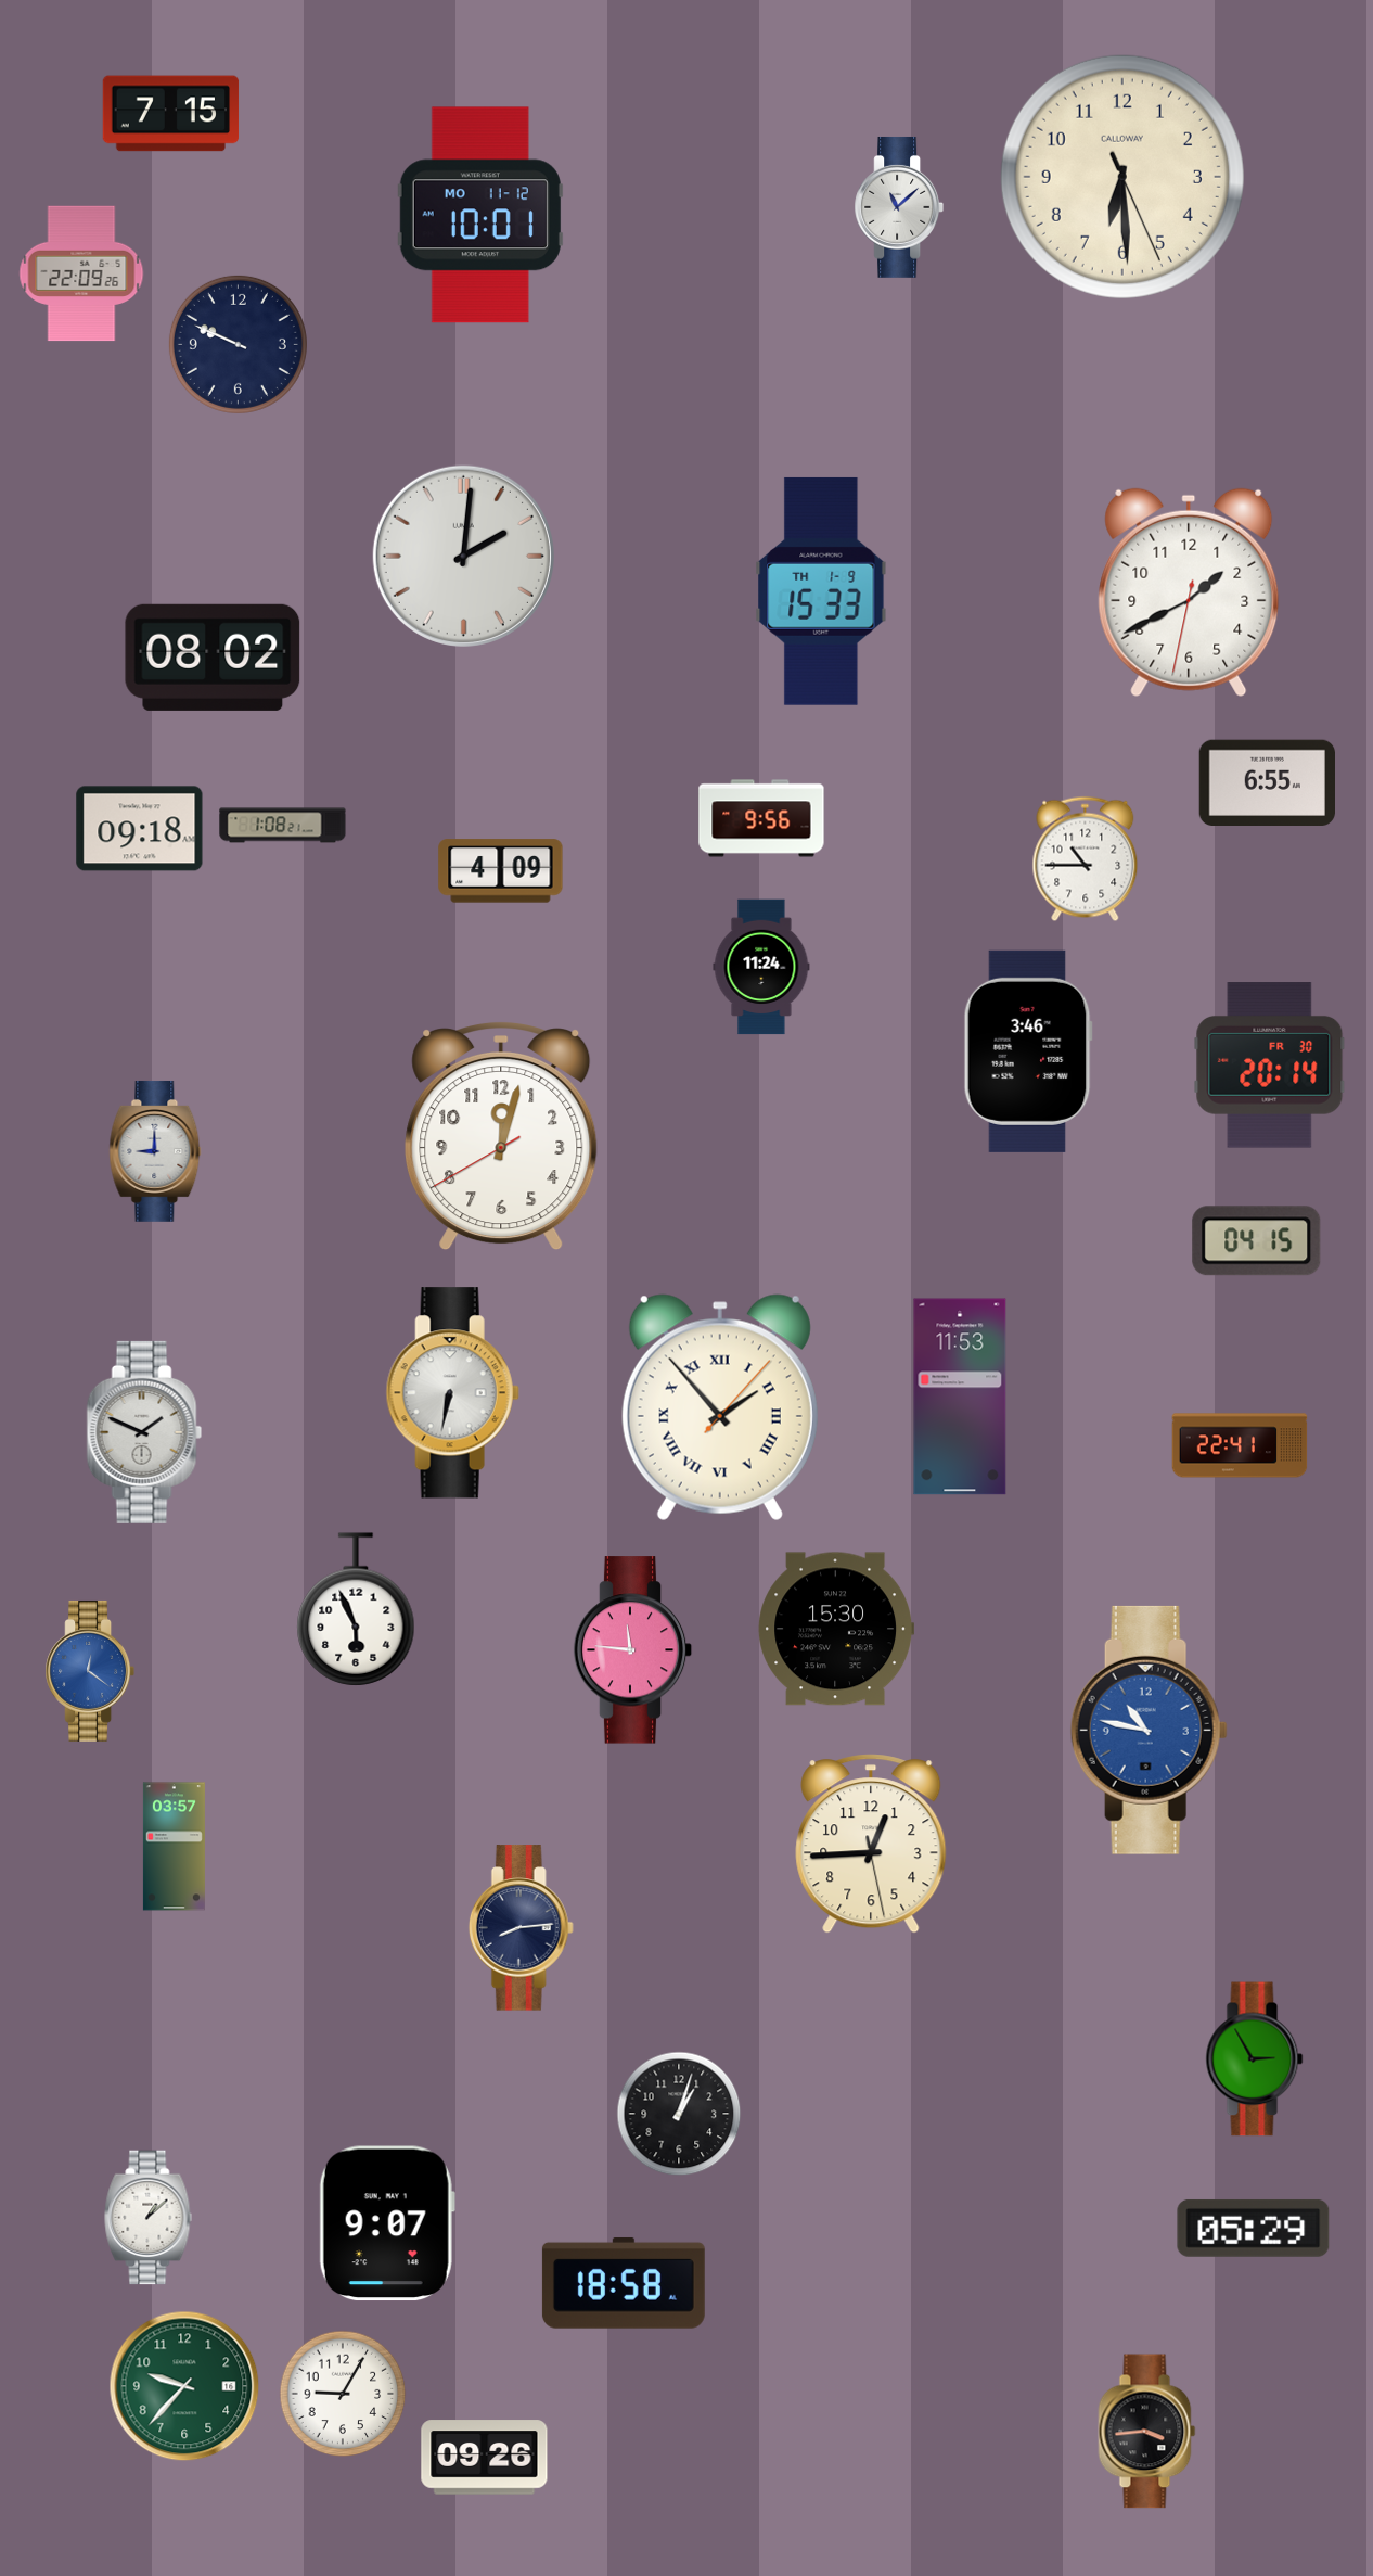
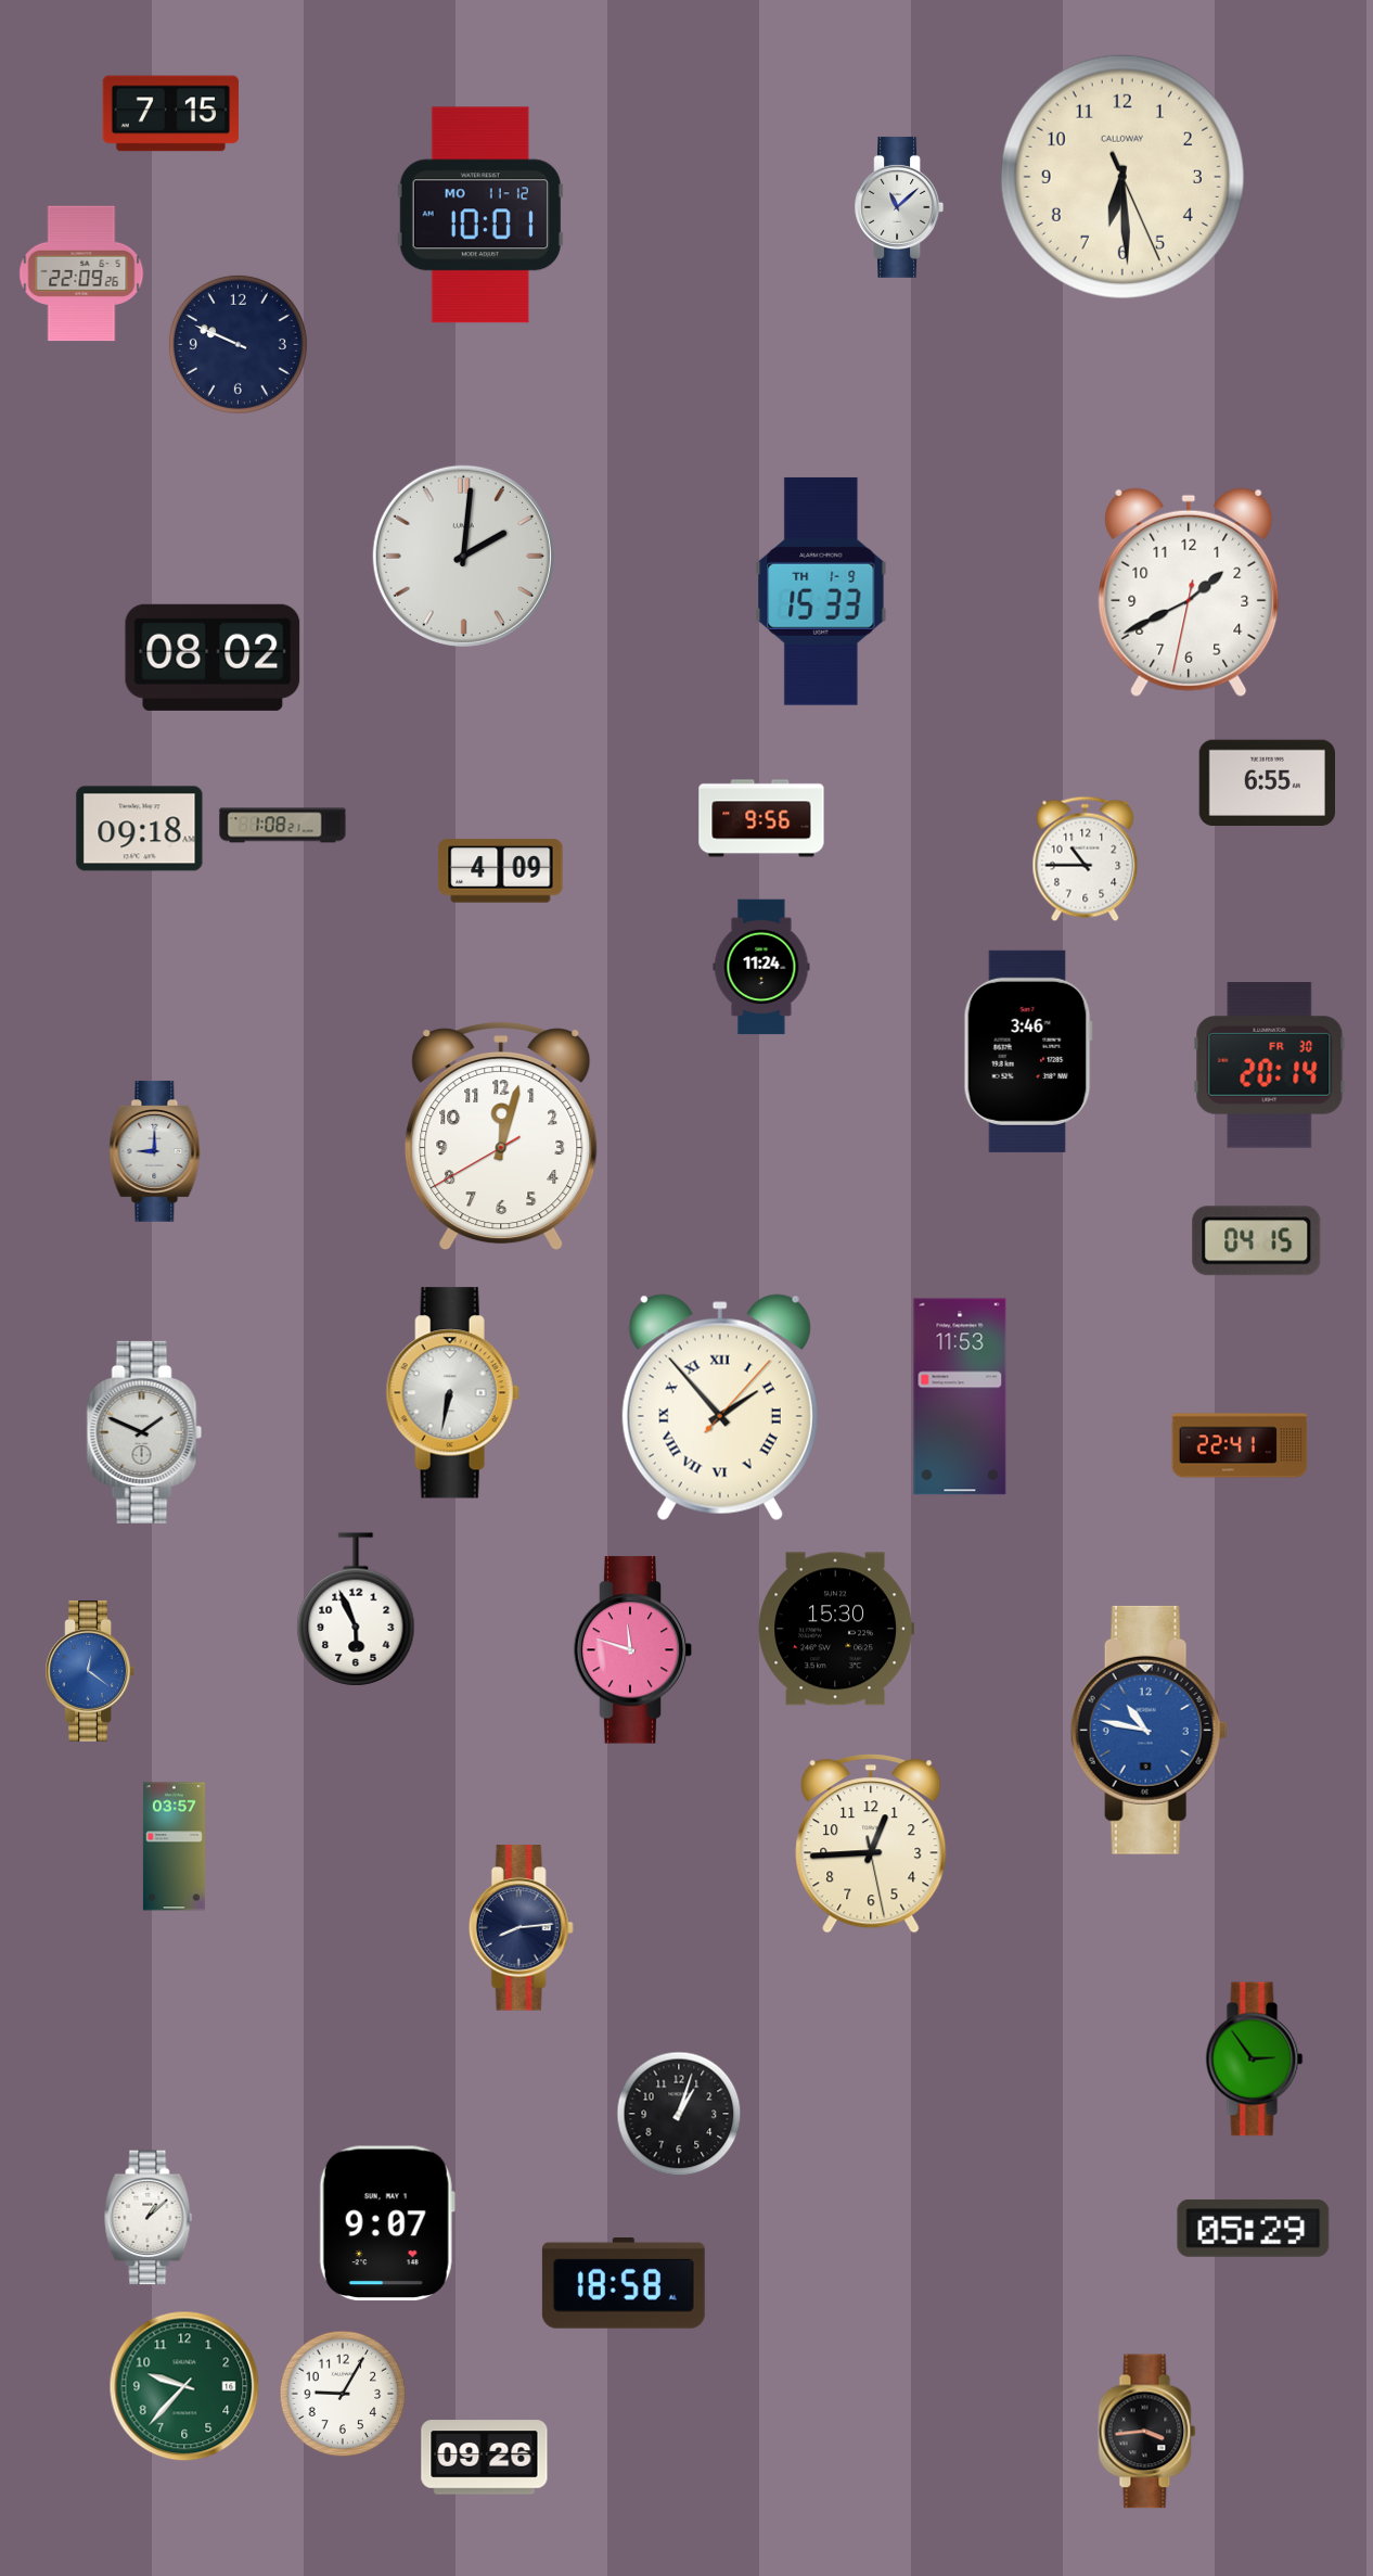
clock at (633, 1650): 11:46 -> 11:48
clock at (1255, 2059): 2:55 -> 2:54
